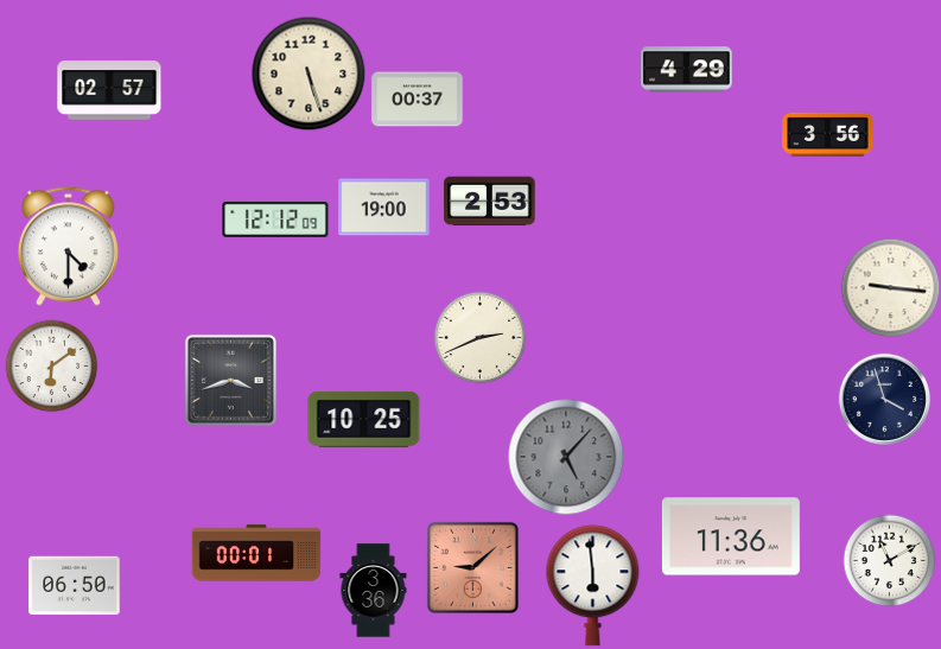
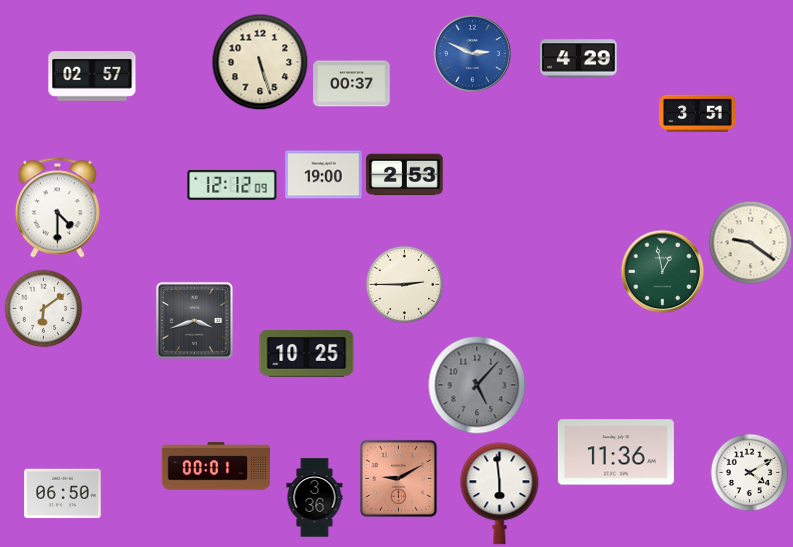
clock at (472, 53): none -> 2:49
clock at (828, 135): 3:56 -> 3:51
clock at (490, 202) position: (490, 202) -> (405, 175)
clock at (890, 287): 9:16 -> 9:21
clock at (662, 271): none -> 12:58
clock at (479, 337): 2:41 -> 2:45
clock at (884, 399): 3:57 -> none
clock at (889, 560): 11:10 -> 4:10
clock at (472, 567): 9:08 -> 9:10
